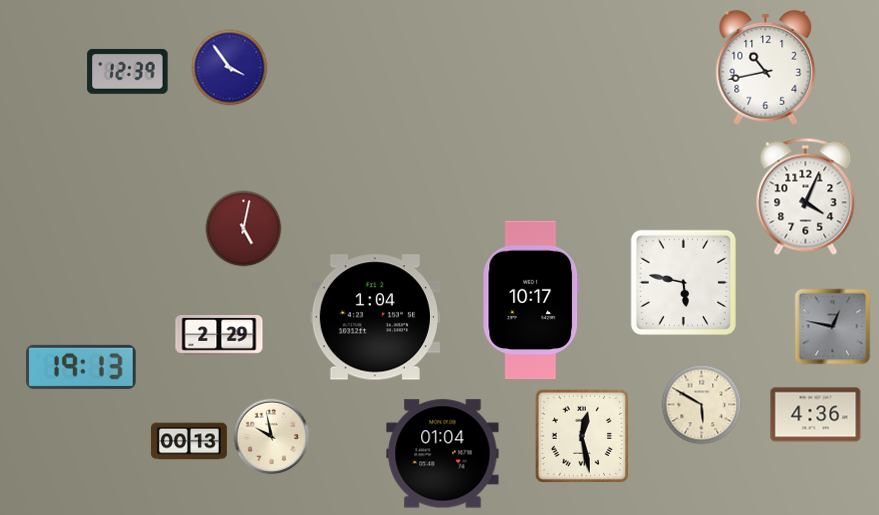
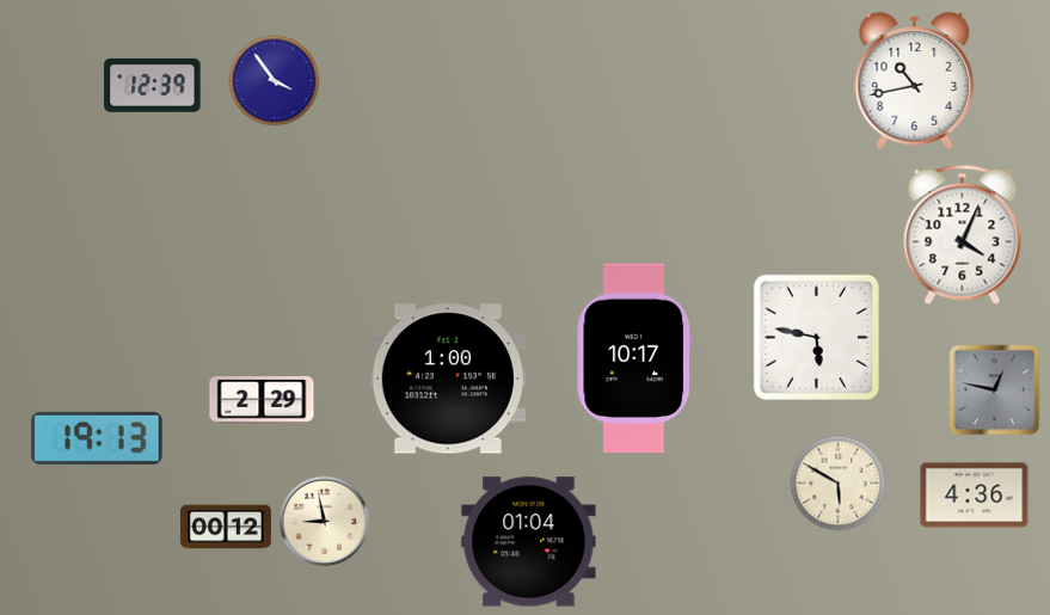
clock at (244, 229): 5:02 -> none
clock at (375, 317): 1:04 -> 1:00
clock at (581, 435): 12:28 -> none
clock at (272, 437): 9:58 -> 8:58
clock at (189, 441): 00:13 -> 00:12
